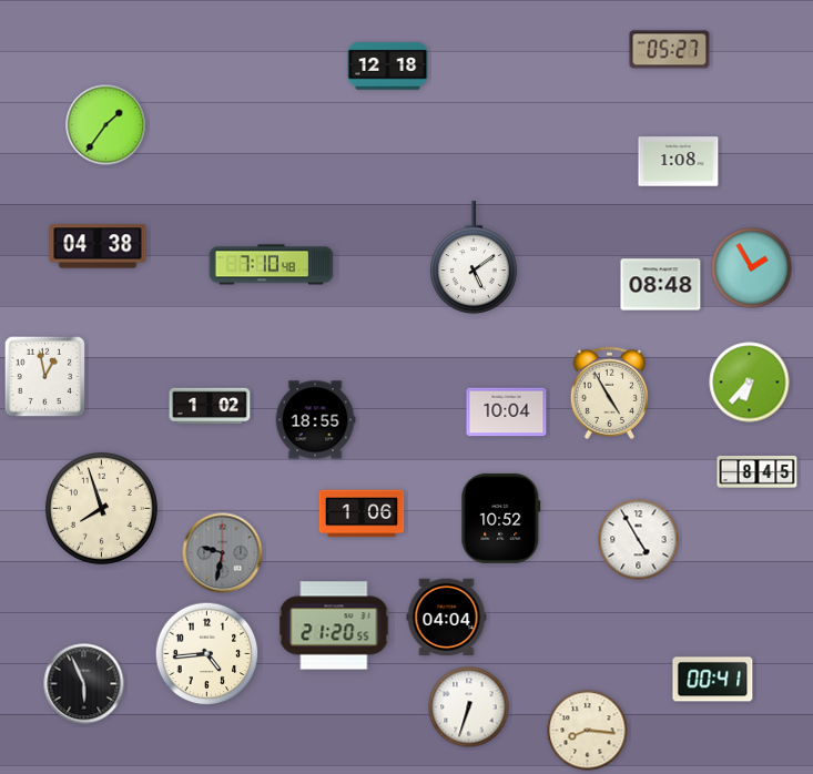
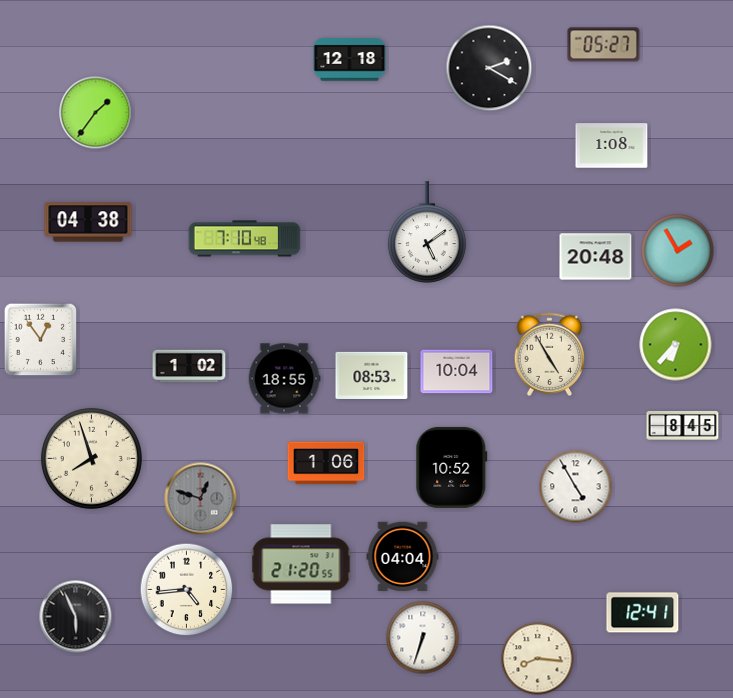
clock at (489, 68): none -> 2:20
clock at (752, 268) position: (752, 268) -> (678, 251)
clock at (661, 285): 08:48 -> 20:48
clock at (45, 377): 12:58 -> 12:54
clock at (372, 375): none -> 08:53
clock at (223, 553): 9:32 -> 12:48
clock at (713, 680): 00:41 -> 12:41
clock at (588, 731) position: (588, 731) -> (538, 659)
